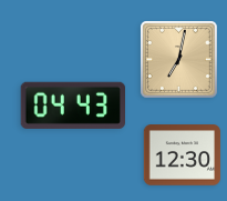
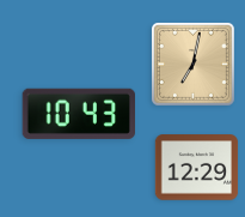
clock at (72, 105): 04:43 -> 10:43
clock at (183, 155): 12:30 -> 12:29
